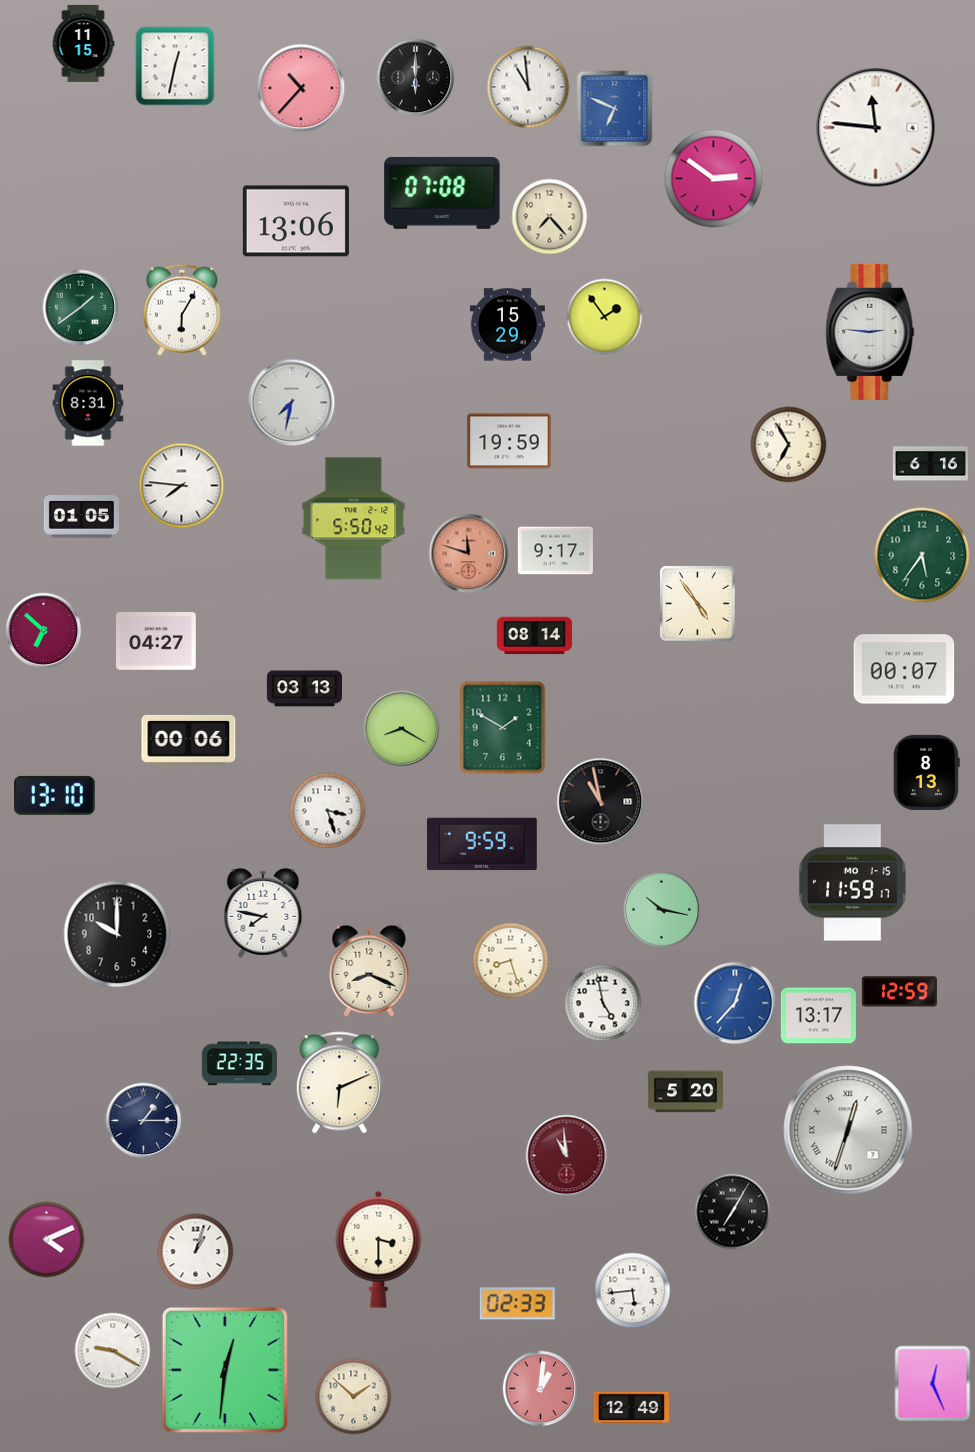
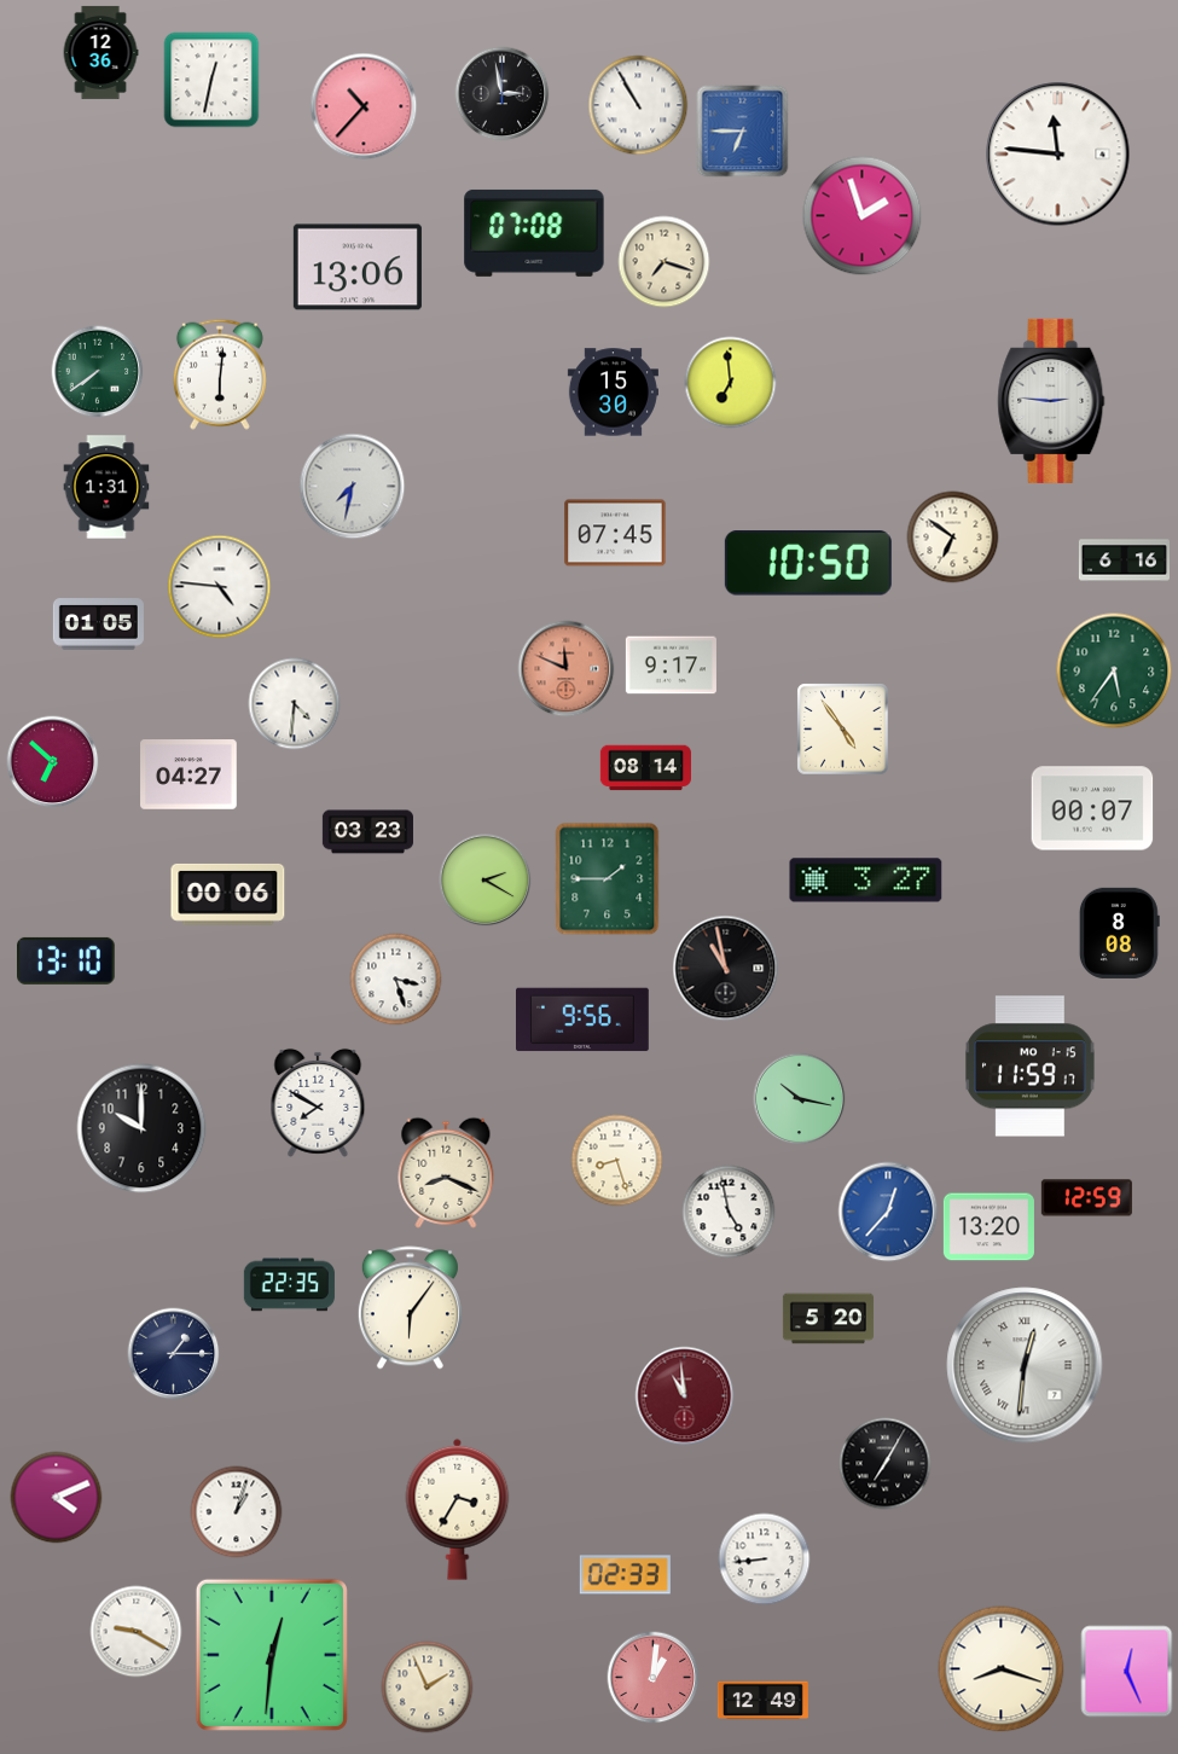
clock at (83, 43): 11:15 -> 12:36
clock at (416, 78): 6:00 -> 2:58
clock at (528, 87): 10:59 -> 10:55
clock at (615, 109): 6:49 -> 6:45
clock at (714, 179): 2:51 -> 1:57
clock at (550, 217): 7:23 -> 7:18
clock at (81, 308): 1:39 -> 7:39
clock at (182, 310): 6:05 -> 6:01
clock at (605, 317): 1:54 -> 6:59
clock at (507, 325): 15:29 -> 15:30
clock at (88, 403): 8:31 -> 1:31
clock at (509, 441): 19:59 -> 07:45
clock at (789, 445): 6:55 -> 6:51
clock at (808, 563): none -> 10:50
clock at (182, 486): 7:46 -> 4:46
clock at (354, 519): 5:50 -> none
clock at (469, 554): 11:48 -> 11:49
clock at (295, 704): none -> 4:31
clock at (304, 689): 03:13 -> 03:23
clock at (503, 728): 1:50 -> 1:45
clock at (402, 729): 8:20 -> 2:20
clock at (866, 881): none -> 3:27
clock at (926, 772): 8:13 -> 8:08
clock at (483, 844): 9:59 -> 9:56
clock at (263, 913): 7:47 -> 7:50
clock at (818, 1016): 13:17 -> 13:20
clock at (339, 1083): 6:11 -> 6:06
clock at (848, 1130): 12:33 -> 12:31
clock at (379, 1249): 3:30 -> 3:35
clock at (633, 1291): 5:44 -> 8:44
clock at (1002, 1669): none -> 8:18
clock at (354, 1397): 1:52 -> 1:56
